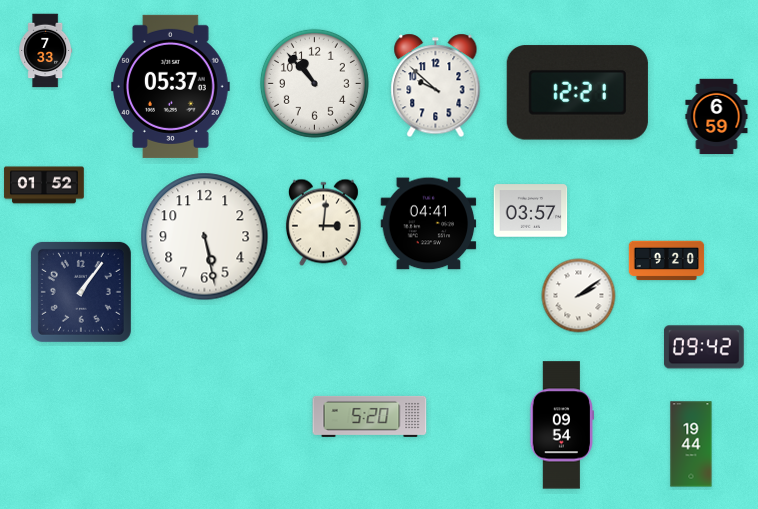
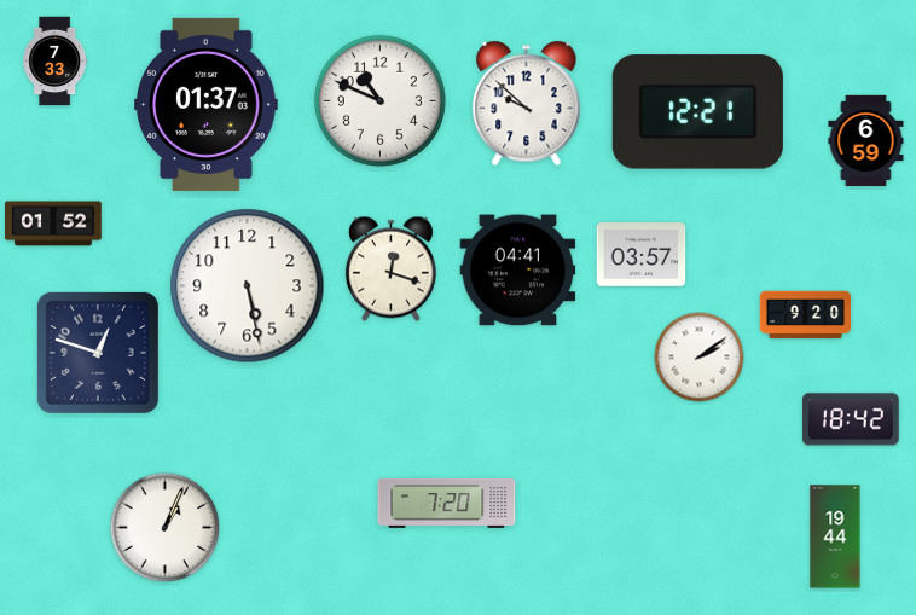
clock at (314, 83): 10:53 -> 10:49
clock at (171, 86): 05:37 -> 01:37
clock at (323, 223): 3:01 -> 12:18
clock at (81, 292): 1:06 -> 12:48
clock at (705, 347): 09:42 -> 18:42
clock at (370, 416): 5:20 -> 7:20
clock at (562, 425): 09:54 -> none
clock at (166, 528): none -> 1:04
